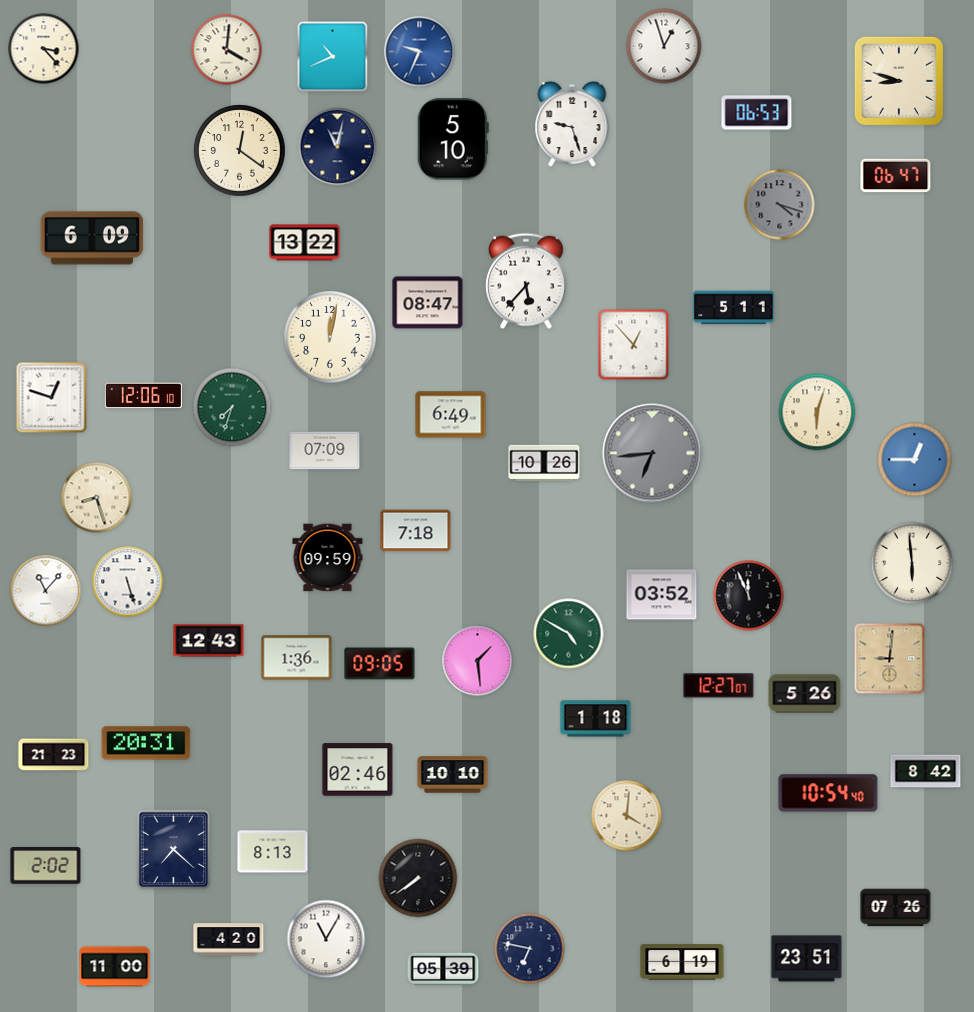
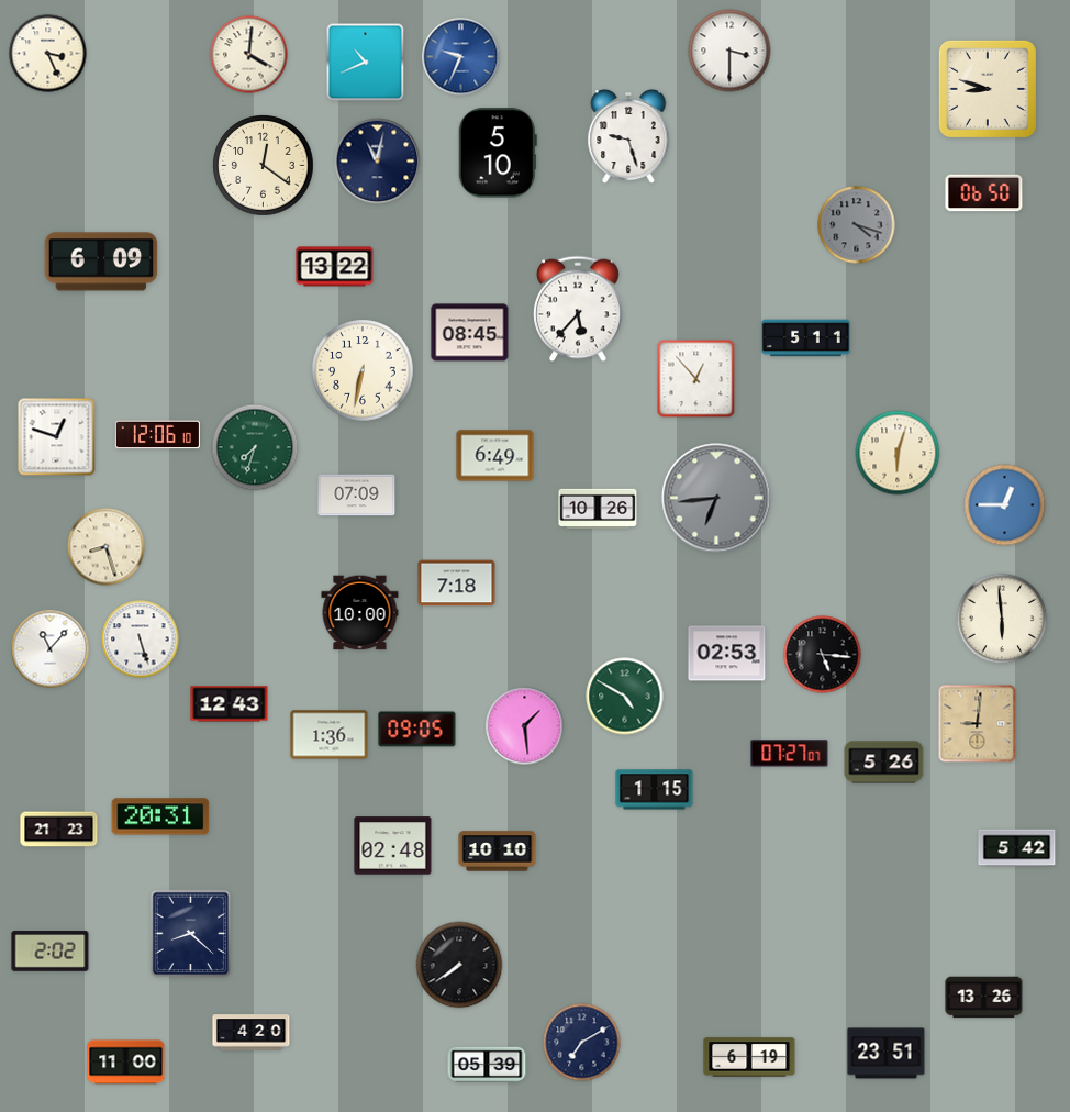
clock at (664, 46): 12:57 -> 3:30
clock at (44, 49): 3:23 -> 3:26
clock at (757, 113): 06:53 -> none
clock at (338, 147) position: (338, 147) -> (378, 162)
clock at (896, 176): 06:47 -> 06:50
clock at (428, 303): 08:47 -> 08:45
clock at (330, 337): 12:02 -> 6:32
clock at (328, 558): 09:59 -> 10:00
clock at (662, 595): 03:52 -> 02:53
clock at (749, 596): 11:56 -> 5:16
clock at (297, 658) position: (297, 658) -> (330, 735)
clock at (719, 686): 12:27 -> 07:27
clock at (596, 719): 1:18 -> 1:15
clock at (358, 770): 02:46 -> 02:48
clock at (926, 772): 8:42 -> 5:42
clock at (828, 793): 10:54 -> none
clock at (627, 816): 4:01 -> none
clock at (174, 850): 7:22 -> 8:22
clock at (273, 852): 8:13 -> none
clock at (896, 908): 07:26 -> 13:26
clock at (326, 939): 11:05 -> none
clock at (530, 949): 6:47 -> 7:10
